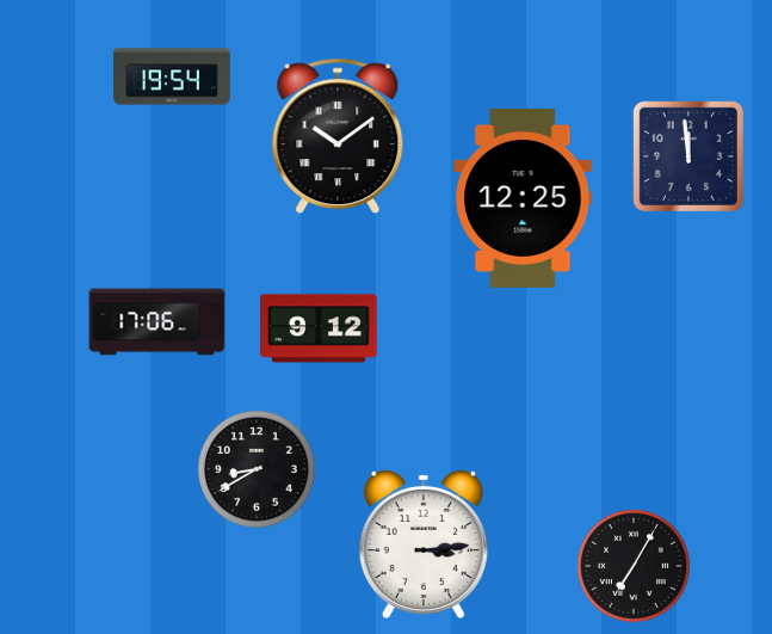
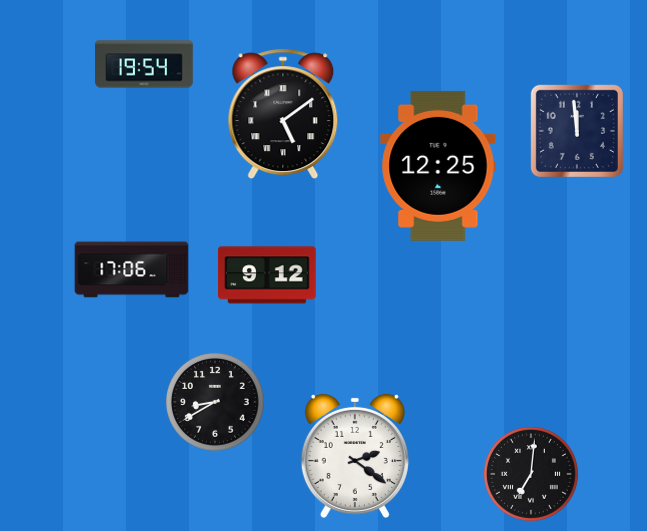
clock at (338, 136): 10:09 -> 5:09
clock at (257, 469) position: (257, 469) -> (215, 402)
clock at (424, 544): 3:14 -> 2:21
clock at (634, 566): 7:05 -> 7:01
